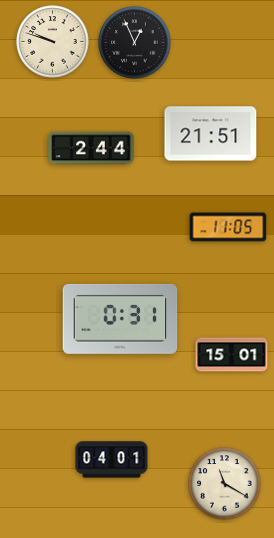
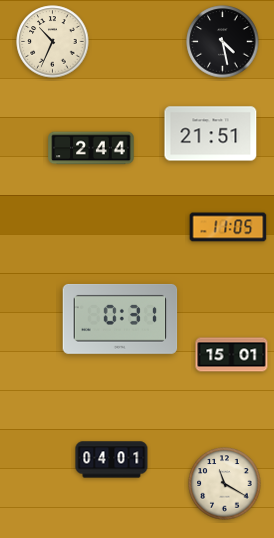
clock at (53, 42): 9:48 -> 10:34
clock at (223, 42): none -> 4:28
clock at (135, 43): 12:56 -> none
